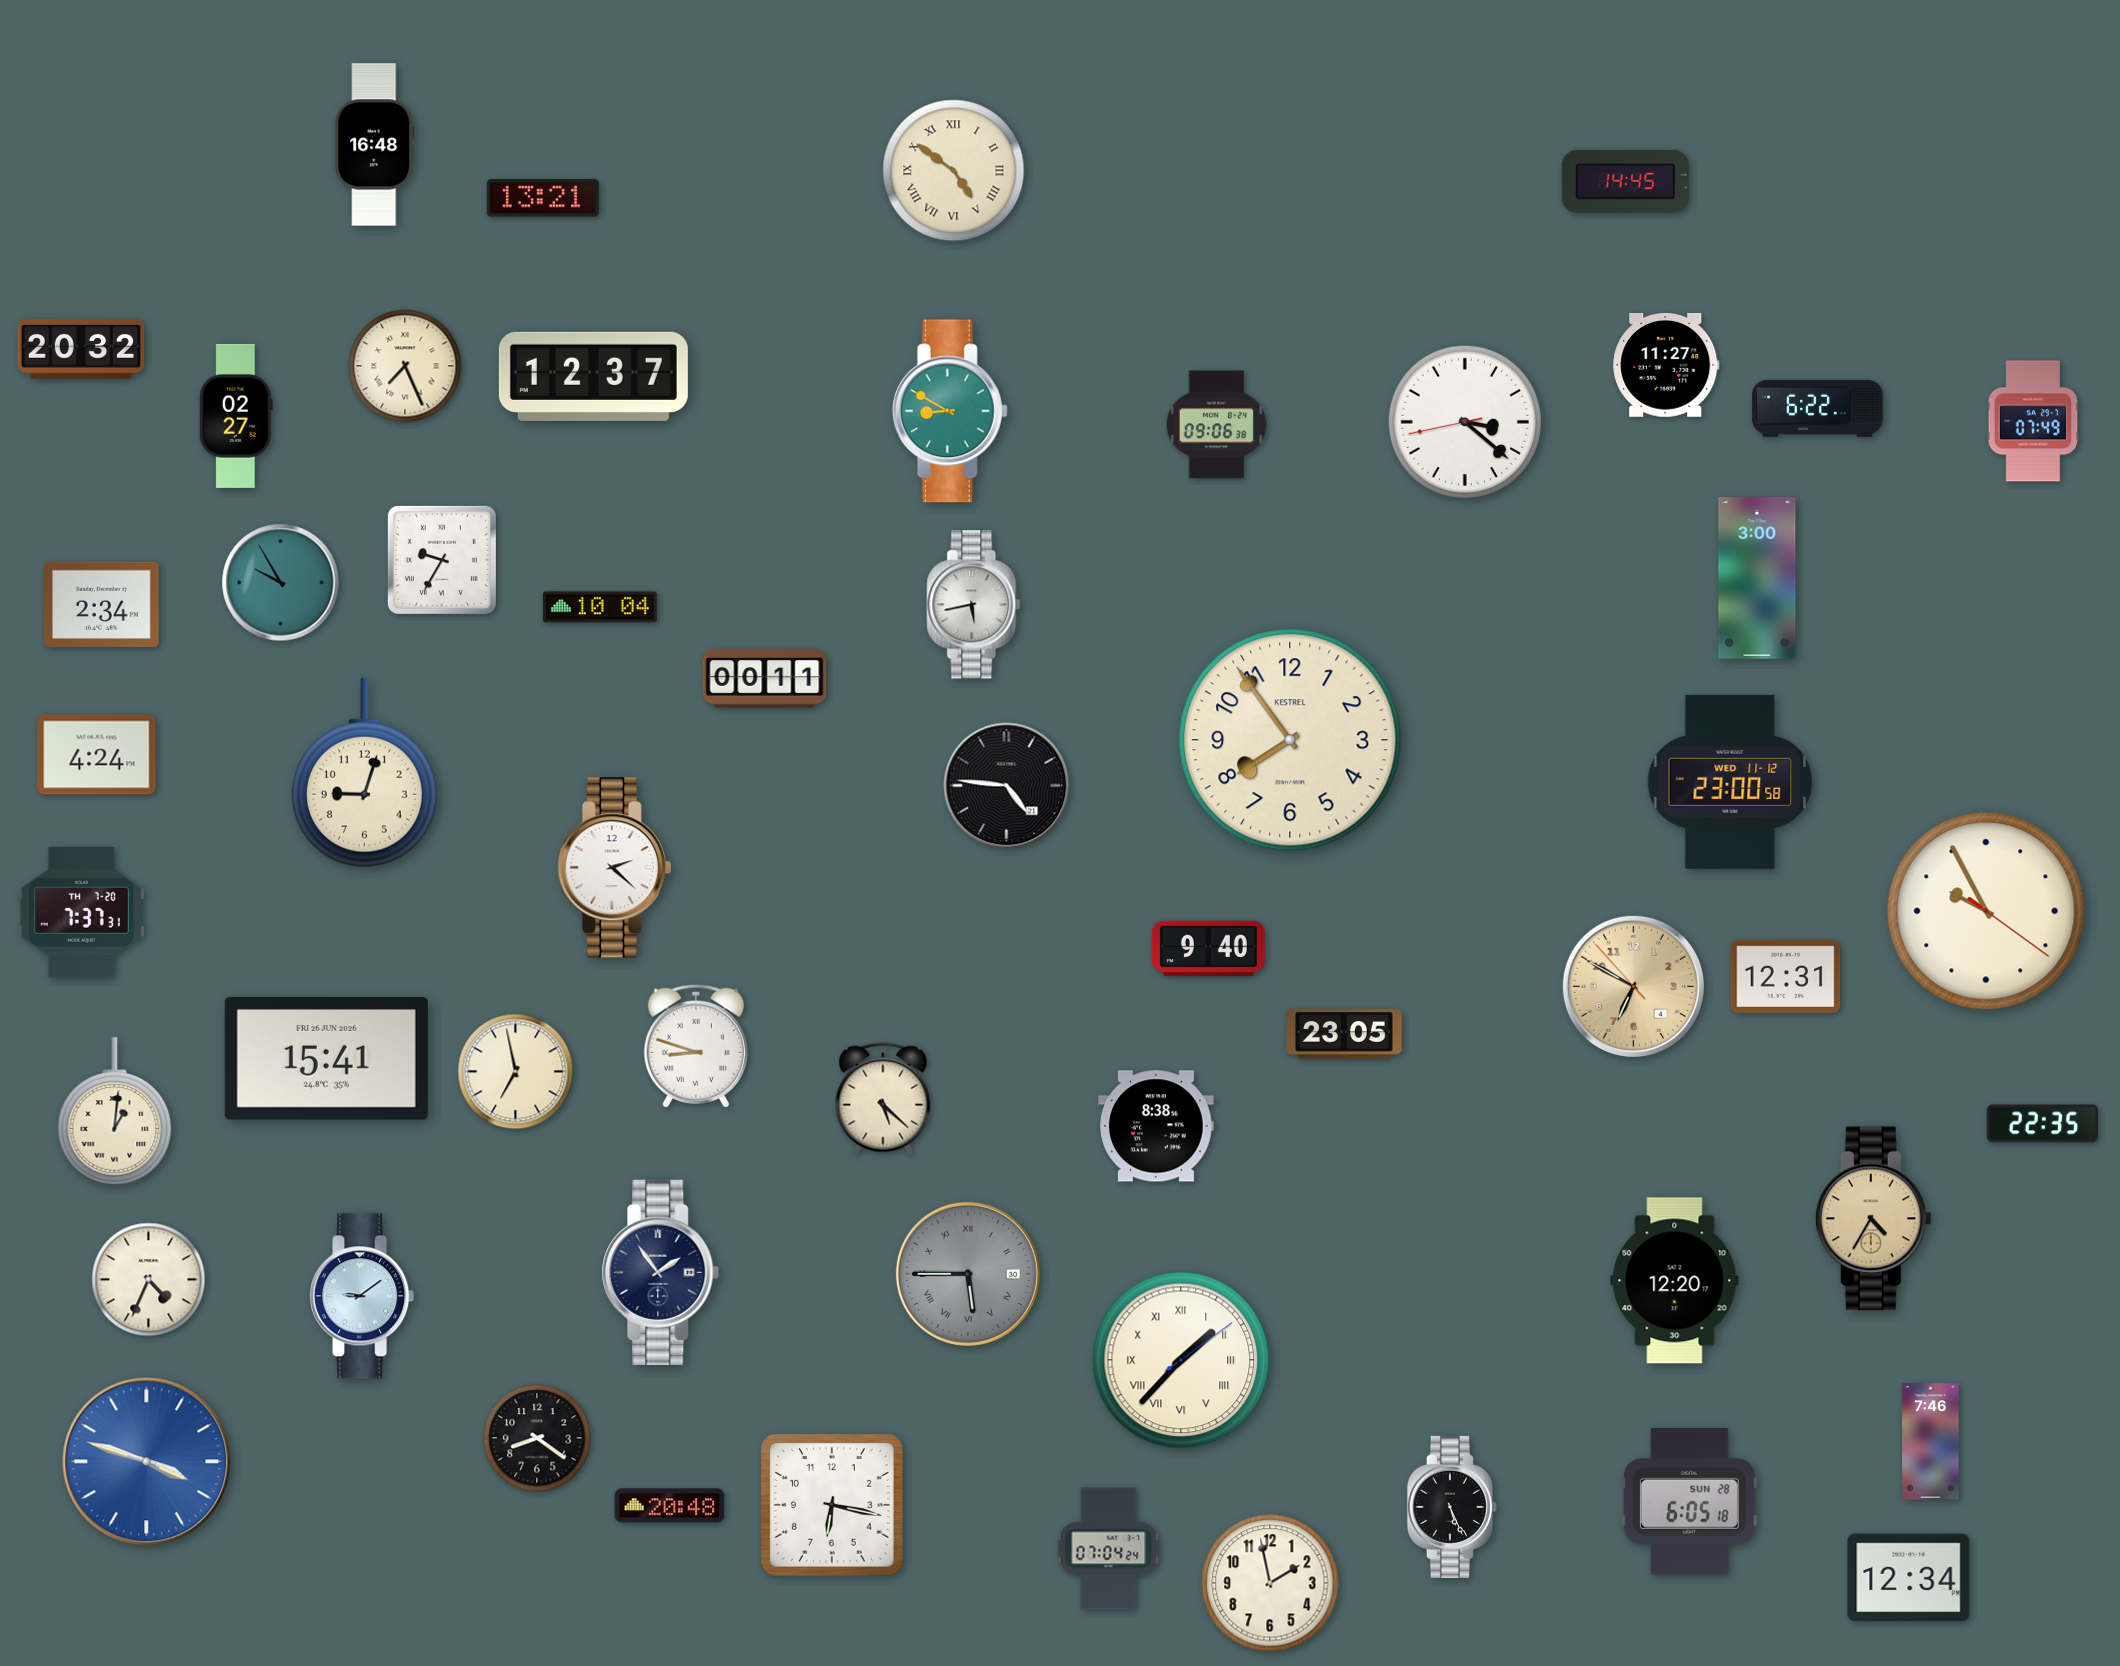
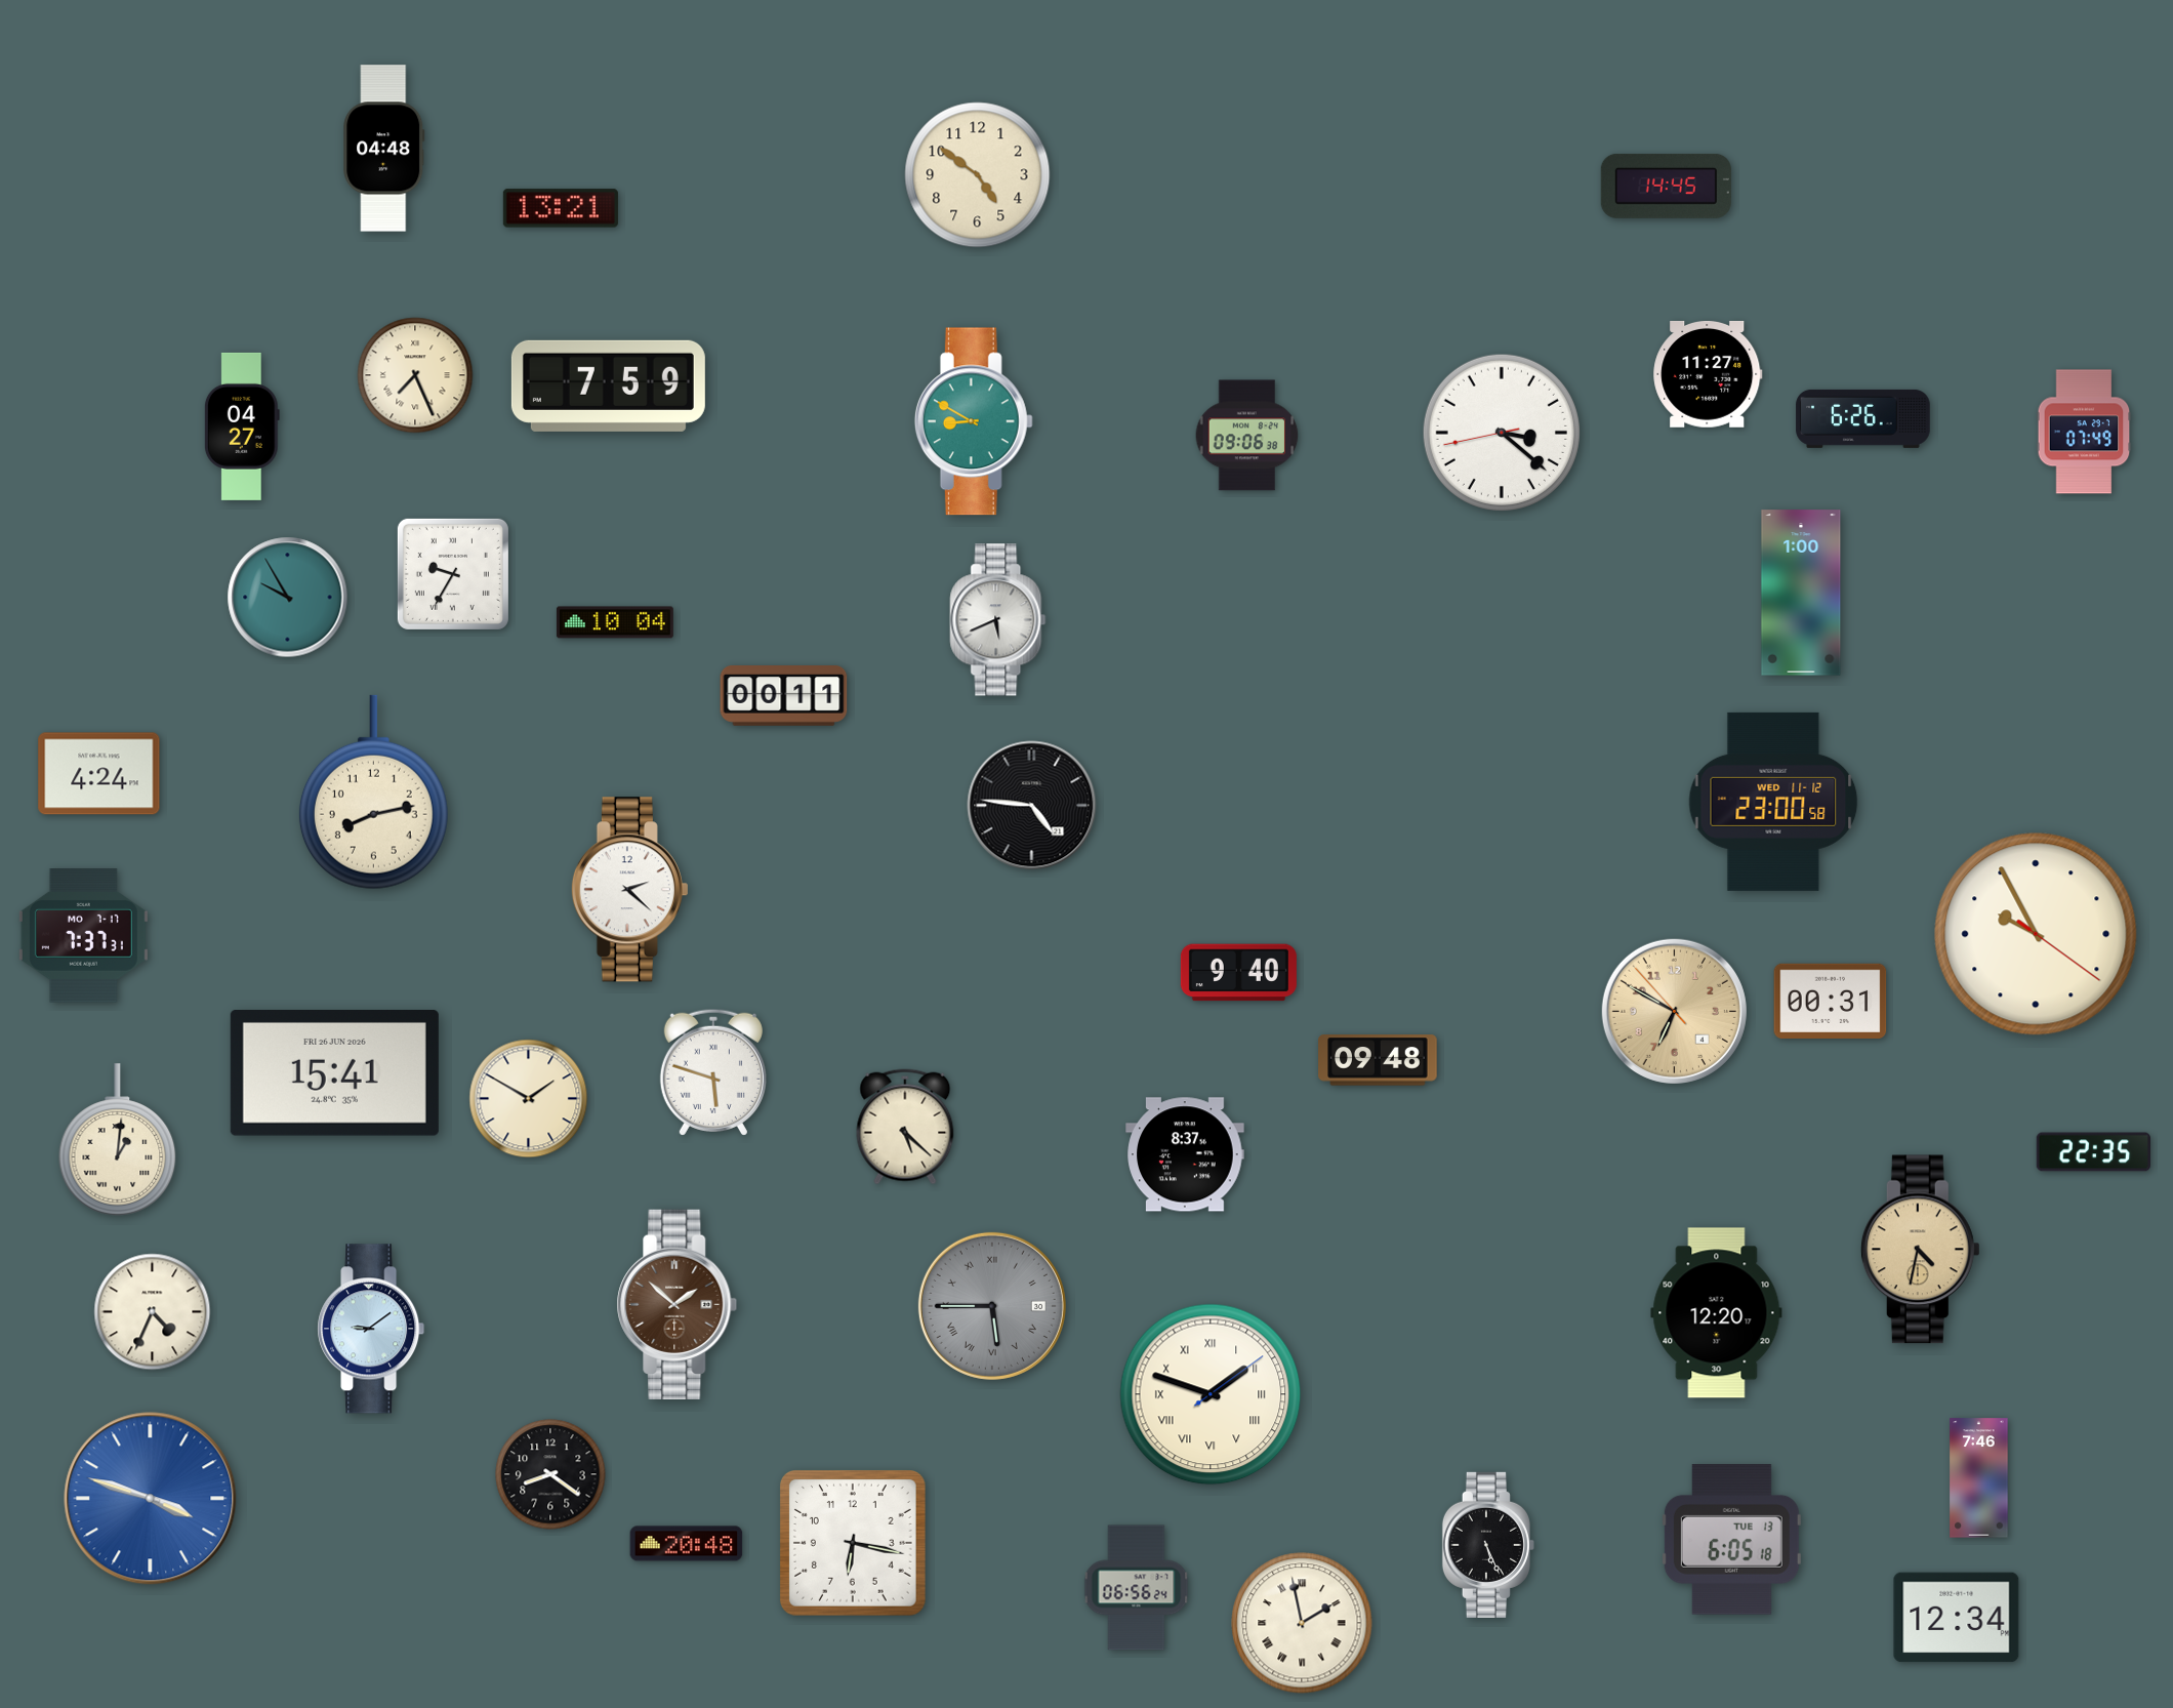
clock at (375, 145): 16:48 -> 04:48
clock at (954, 171) numerals: Roman -> Arabic
clock at (543, 198) position: (543, 198) -> (561, 208)
clock at (80, 349): 20:32 -> none
clock at (593, 376): 12:37 -> 7:59
clock at (1818, 408): 6:22 -> 6:26
clock at (236, 416): 02:27 -> 04:27
clock at (1757, 578): 3:00 -> 1:00
clock at (101, 605): 2:34 -> none
clock at (974, 605): 5:43 -> 5:41
clock at (1290, 740): 7:54 -> none
clock at (364, 773): 9:03 -> 8:13
clock at (81, 913) date: TH 7-20 -> MO 7-17
clock at (1786, 976): 12:31 -> 00:31
clock at (1344, 1034): 23:05 -> 09:48
clock at (696, 1046): 8:48 -> 5:48
clock at (326, 1059) position: (326, 1059) -> (334, 1073)
clock at (516, 1072): 6:58 -> 1:50
clock at (1156, 1126): 8:38 -> 8:37
clock at (1873, 1219): 4:35 -> 4:32
clock at (661, 1273): 1:54 -> 1:52
clock at (661, 1273) dial: navy -> brown
clock at (1181, 1360): 1:37 -> 1:48
clock at (1689, 1502) date: SUN 28 -> TUE 13
clock at (1109, 1549): 07:04 -> 06:56
clock at (1270, 1583) numerals: Arabic -> Roman
